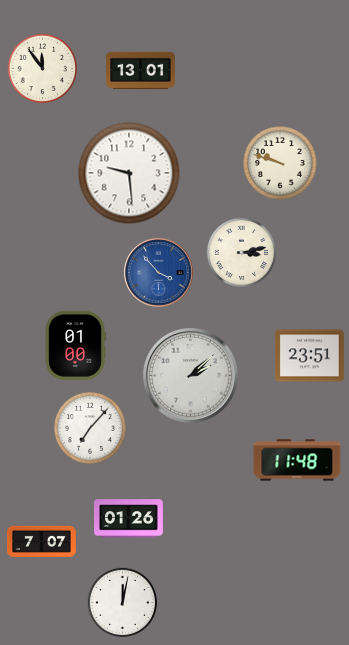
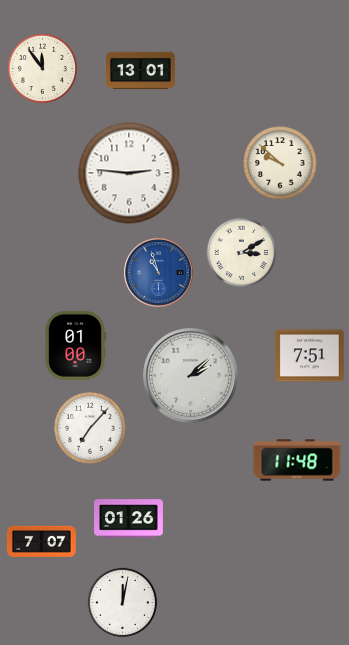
clock at (280, 163): 9:48 -> 9:52
clock at (129, 173): 9:29 -> 2:46
clock at (241, 252): 3:13 -> 3:10
clock at (159, 273): 3:53 -> 10:57
clock at (310, 356): 23:51 -> 7:51
